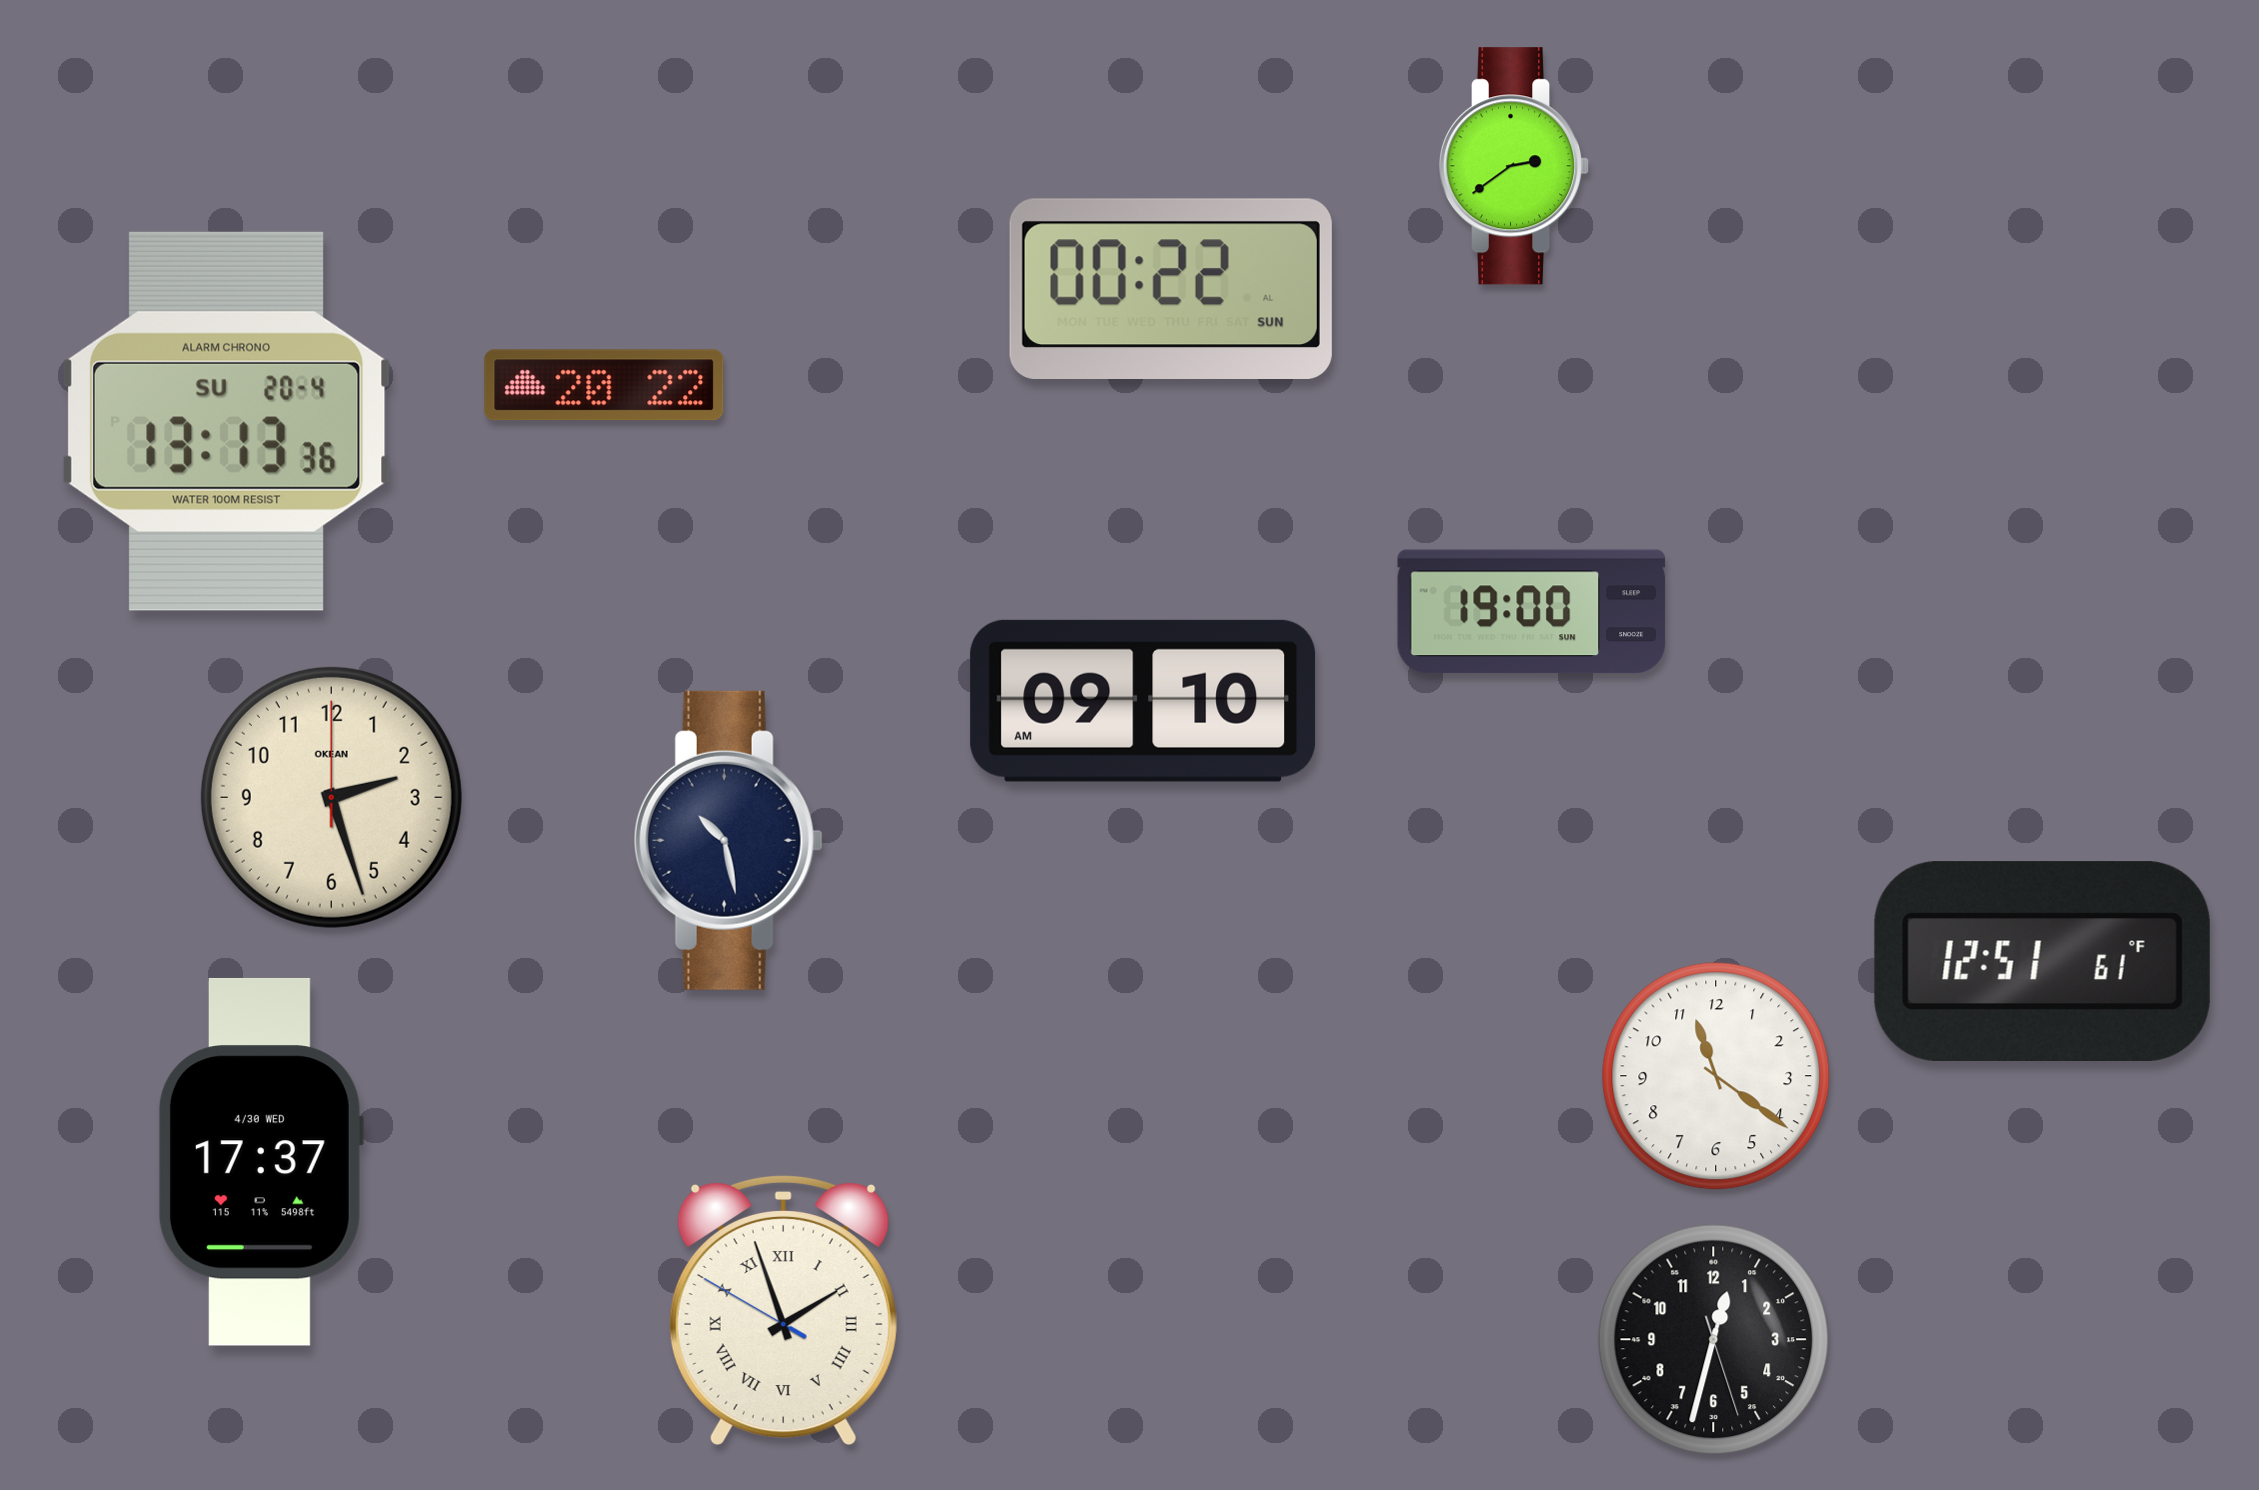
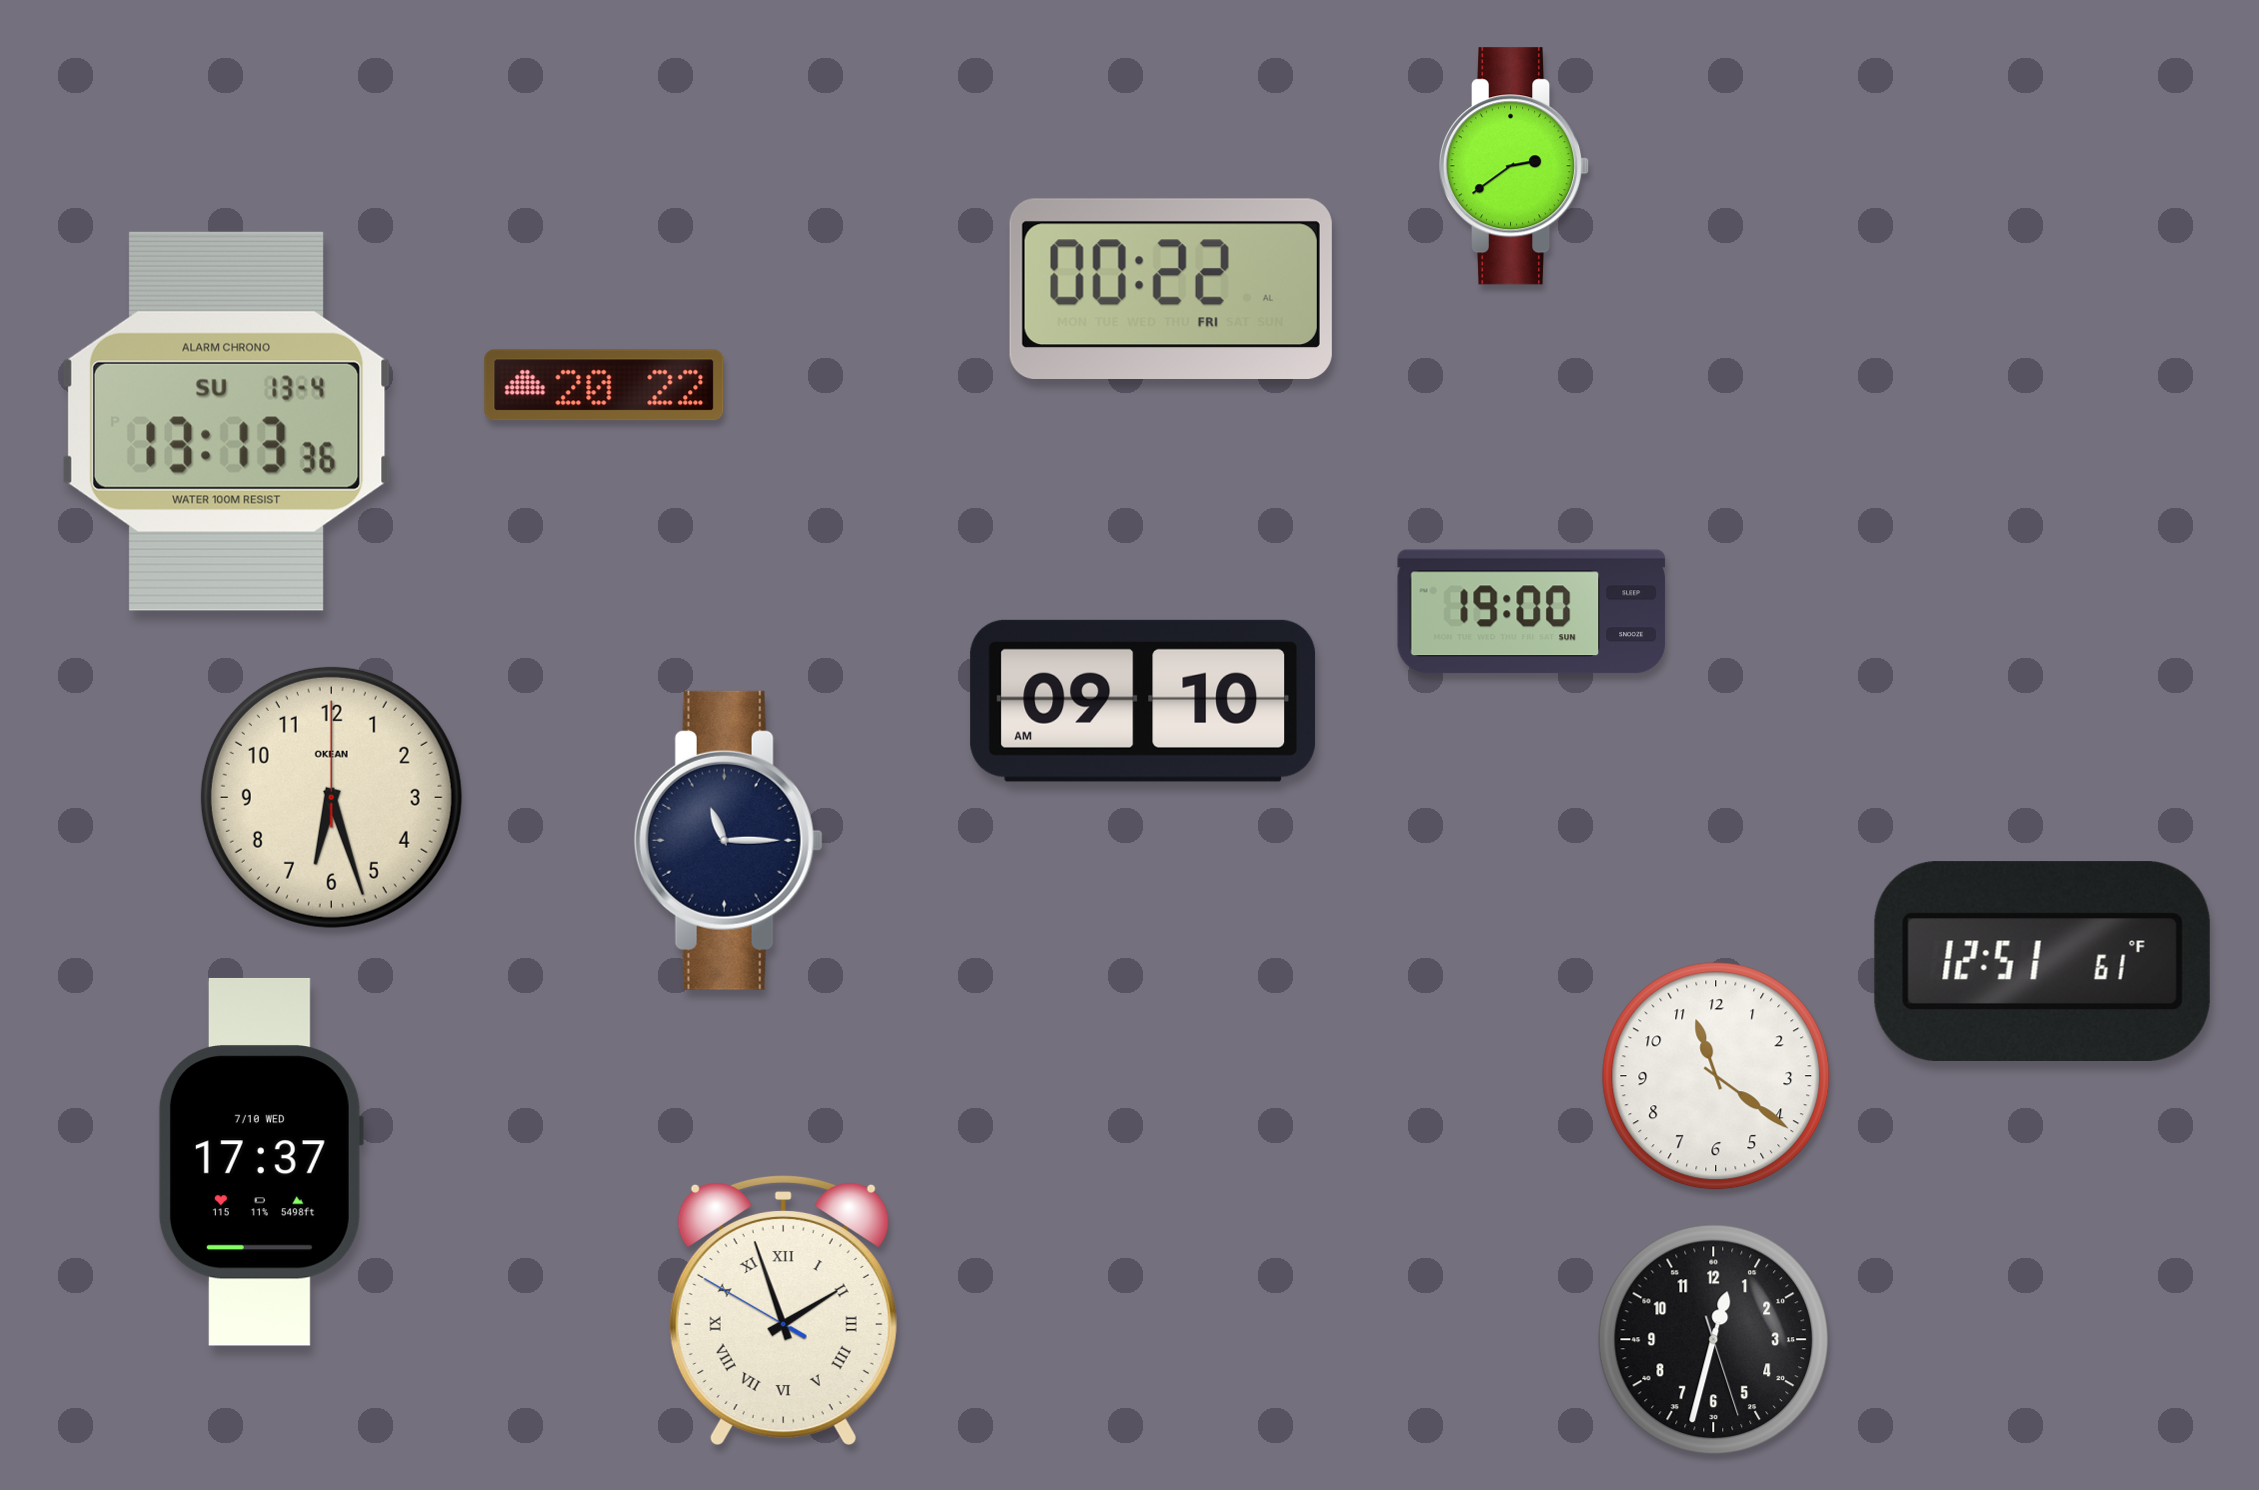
clock at (1171, 288) date: SUN -> FRI
clock at (226, 421) date: SU 20-4 -> SU 13-4
clock at (331, 797): 2:27 -> 6:27
clock at (728, 840): 10:28 -> 11:15
clock at (260, 1162) date: 4/30 WED -> 7/10 WED
